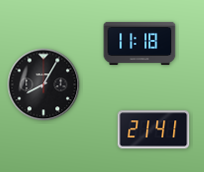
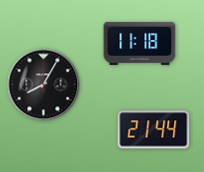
clock at (154, 130): 21:41 -> 21:44
